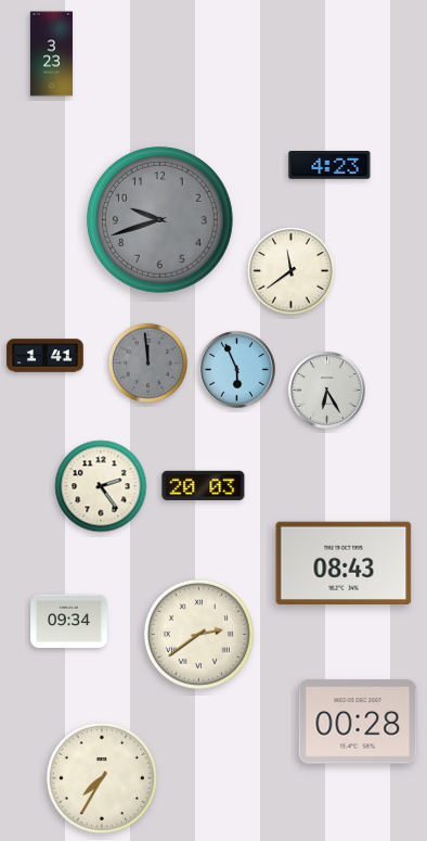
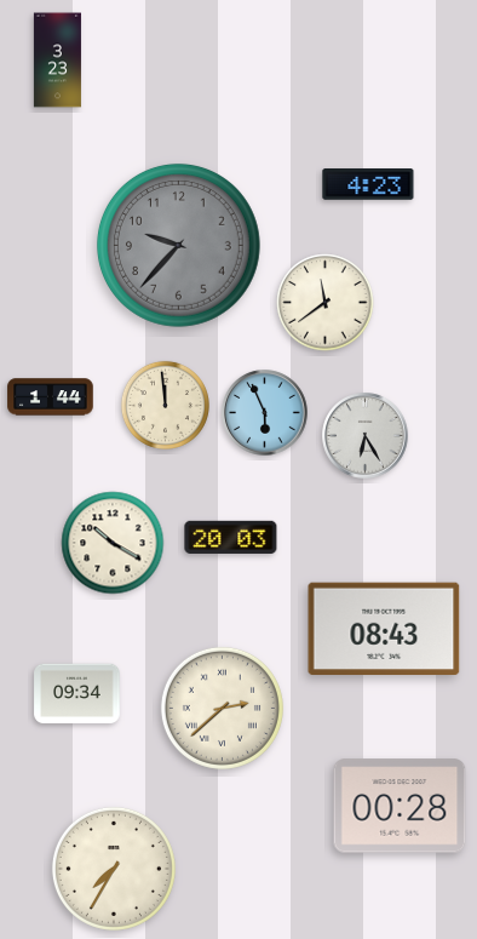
clock at (159, 220): 9:42 -> 9:37
clock at (46, 356): 1:41 -> 1:44
clock at (147, 362) dial: grey -> cream
clock at (204, 485) position: (204, 485) -> (231, 537)
clock at (101, 486): 2:24 -> 10:20
clock at (198, 634): 2:39 -> 2:38
